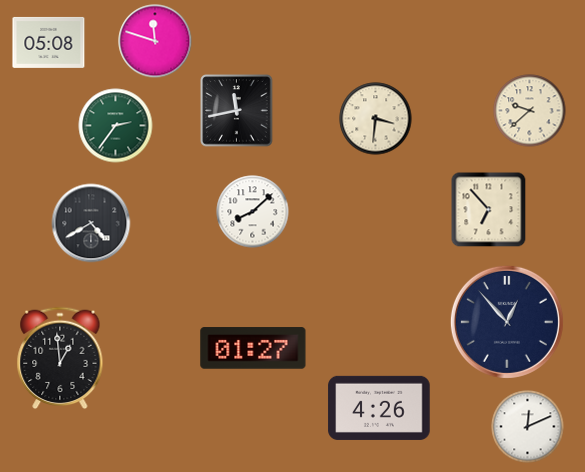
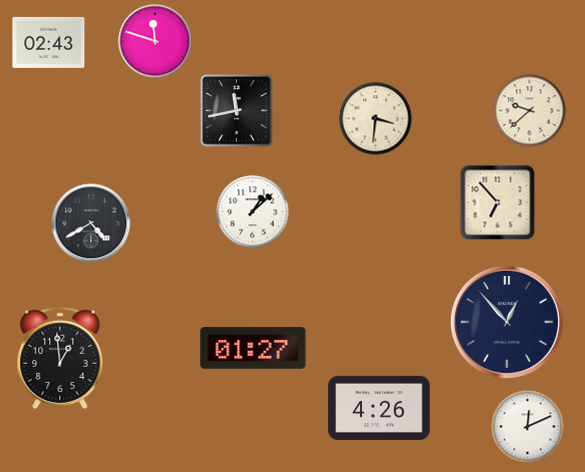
clock at (49, 42): 05:08 -> 02:43
clock at (116, 126): 2:36 -> none
clock at (489, 210) position: (489, 210) -> (498, 203)
clock at (253, 212): 8:08 -> 1:08
